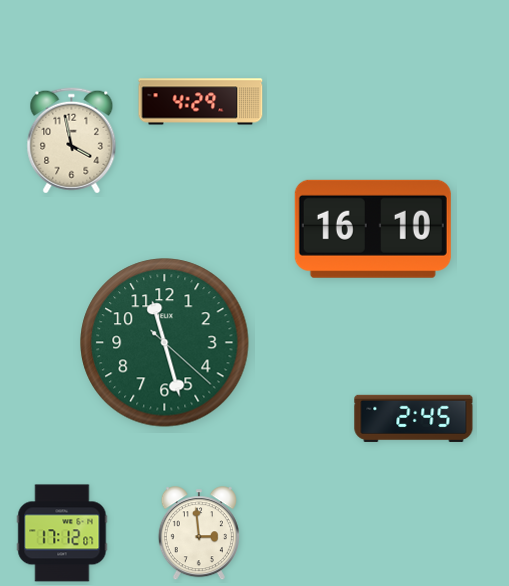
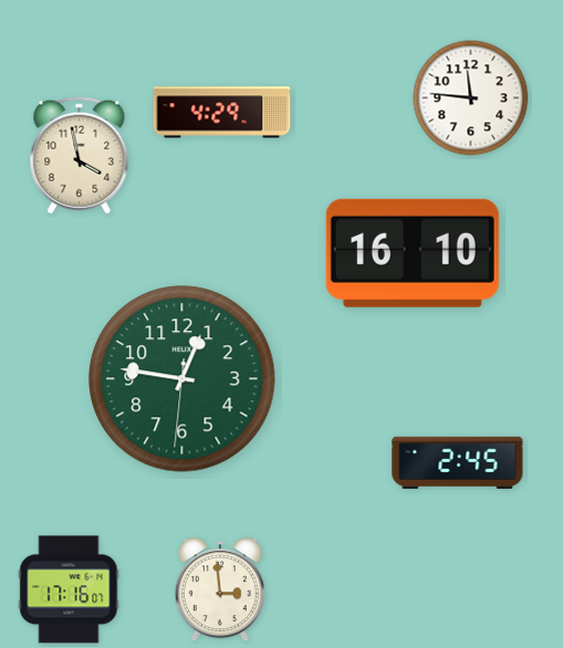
clock at (471, 98): none -> 11:46
clock at (165, 343): 11:27 -> 12:46
clock at (62, 533): 17:12 -> 17:16
